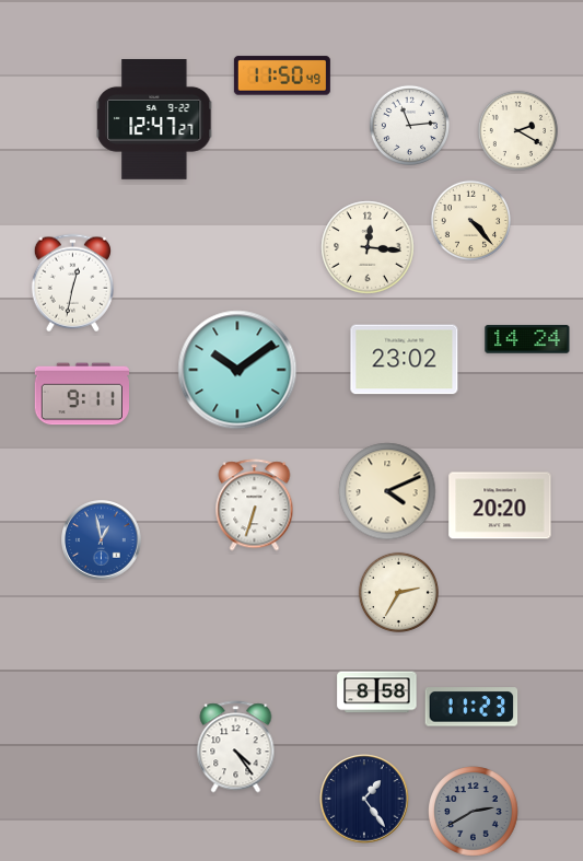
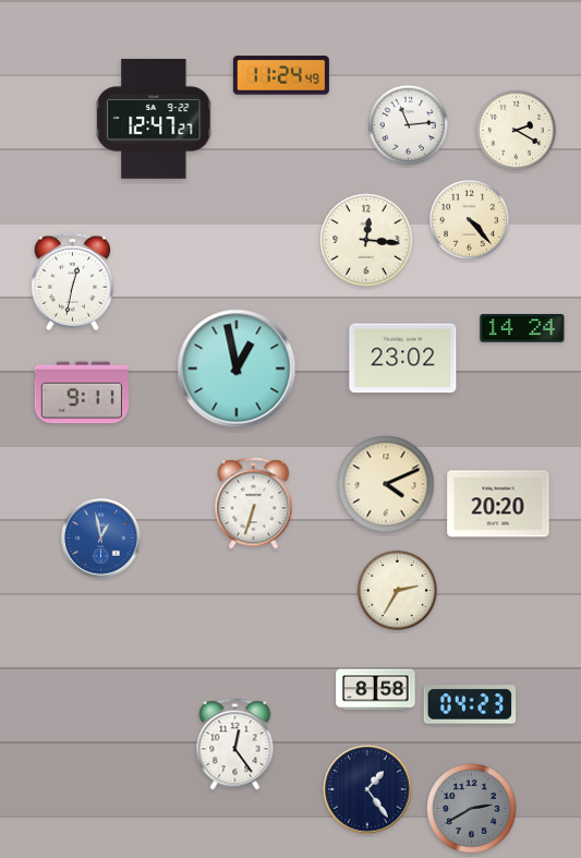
clock at (282, 75): 11:50 -> 11:24
clock at (368, 247) position: (368, 247) -> (366, 240)
clock at (527, 339) position: (527, 339) -> (522, 328)
clock at (237, 370): 10:09 -> 12:58
clock at (387, 491) position: (387, 491) -> (386, 484)
clock at (471, 707): 11:23 -> 04:23
clock at (236, 747): 4:24 -> 12:24
clock at (364, 799) position: (364, 799) -> (367, 789)
